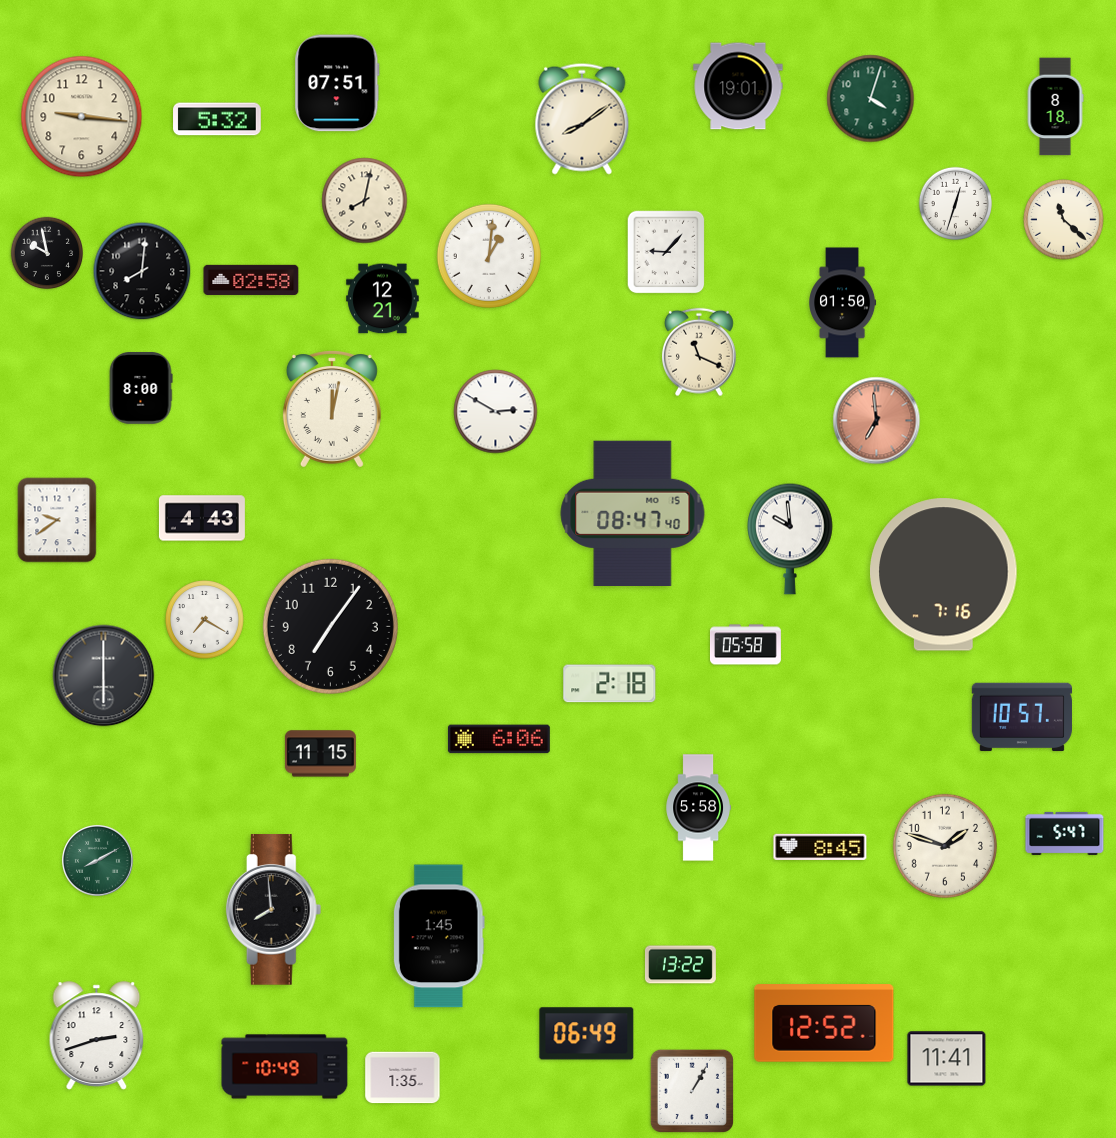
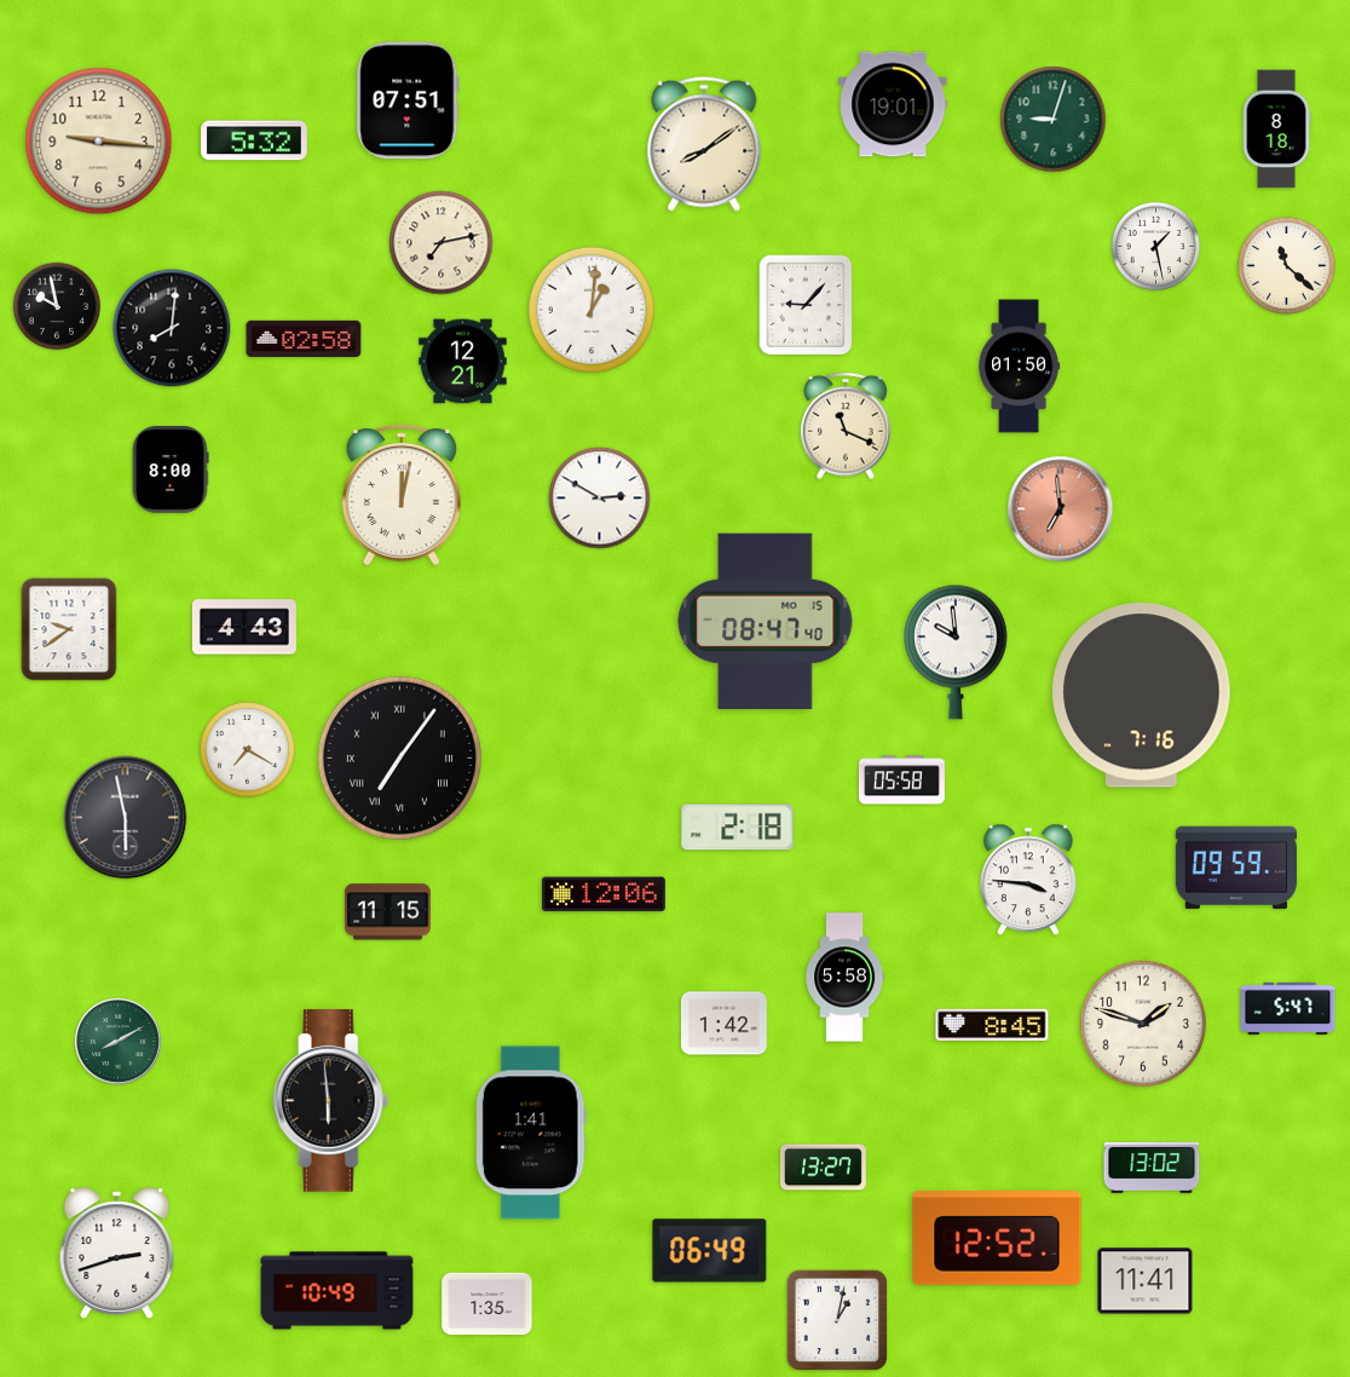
clock at (871, 99): 4:03 -> 9:03
clock at (217, 119) position: (217, 119) -> (254, 140)
clock at (365, 201): 8:02 -> 7:13
clock at (955, 203): 12:33 -> 1:28
clock at (330, 626) numerals: Arabic -> Roman
clock at (104, 676): 6:00 -> 5:58
clock at (1022, 717): 10:57 -> 09:59
clock at (1028, 880): none -> 3:46
clock at (499, 739): 6:06 -> 12:06
clock at (723, 1024): none -> 1:42
clock at (274, 910): 7:59 -> 5:59
clock at (439, 936): 1:45 -> 1:41
clock at (680, 965): 13:22 -> 13:27
clock at (1152, 1169): none -> 13:02
clock at (285, 1067) position: (285, 1067) -> (337, 1291)
clock at (692, 1091): 1:05 -> 1:02
